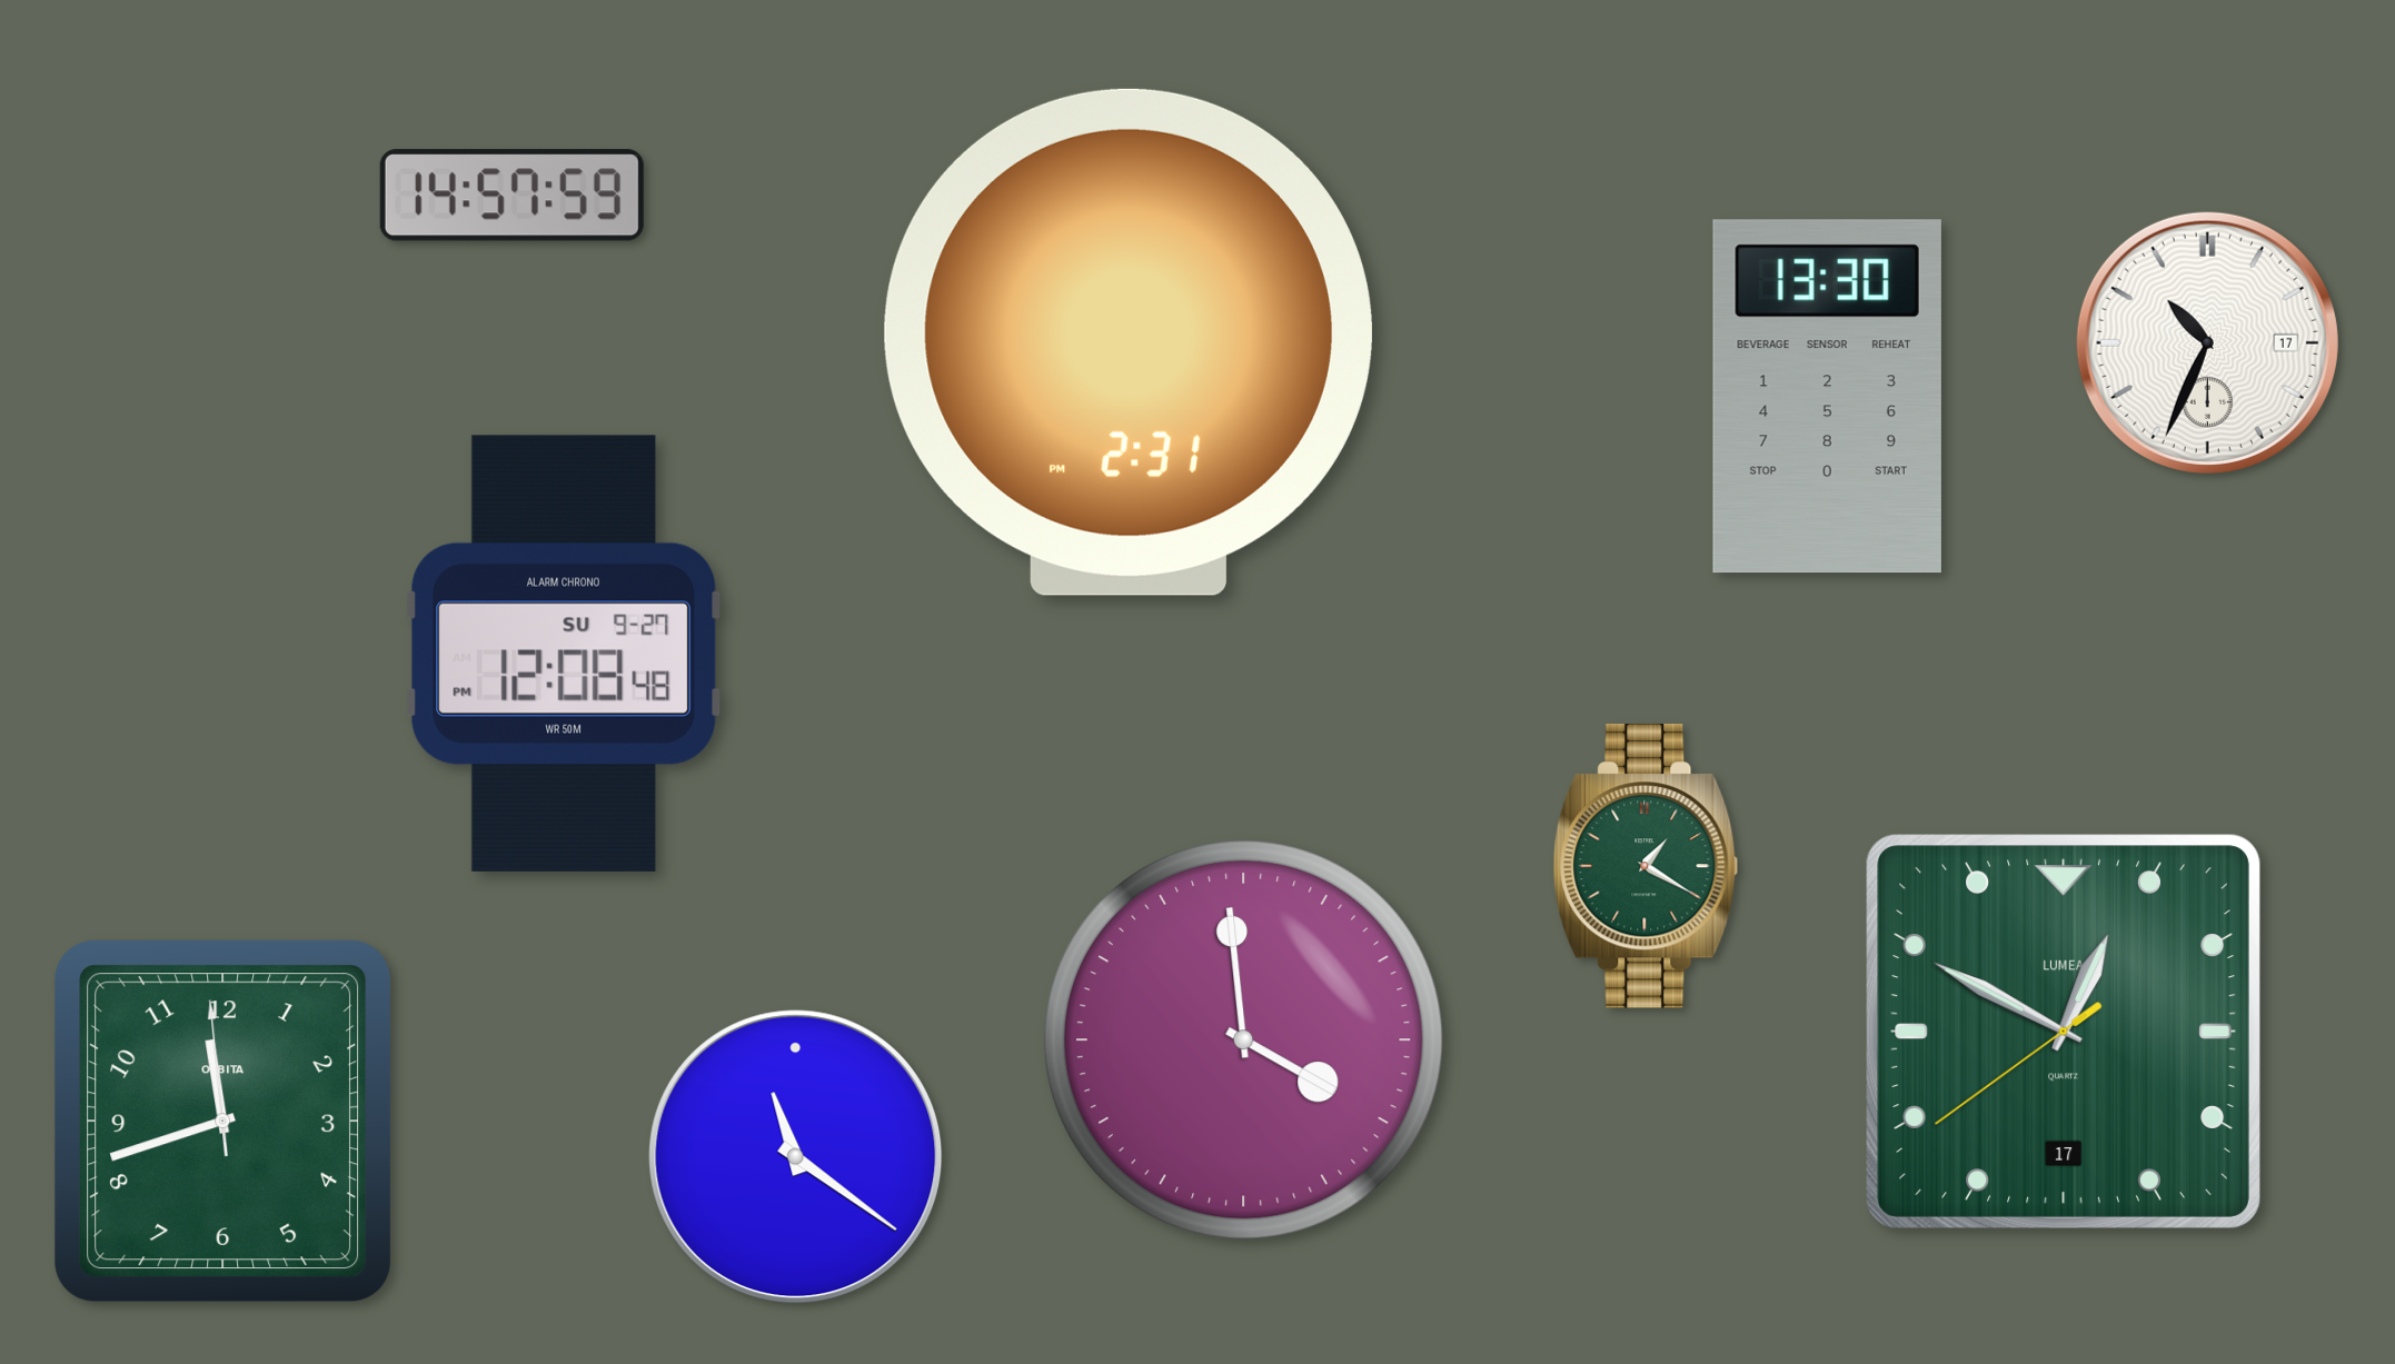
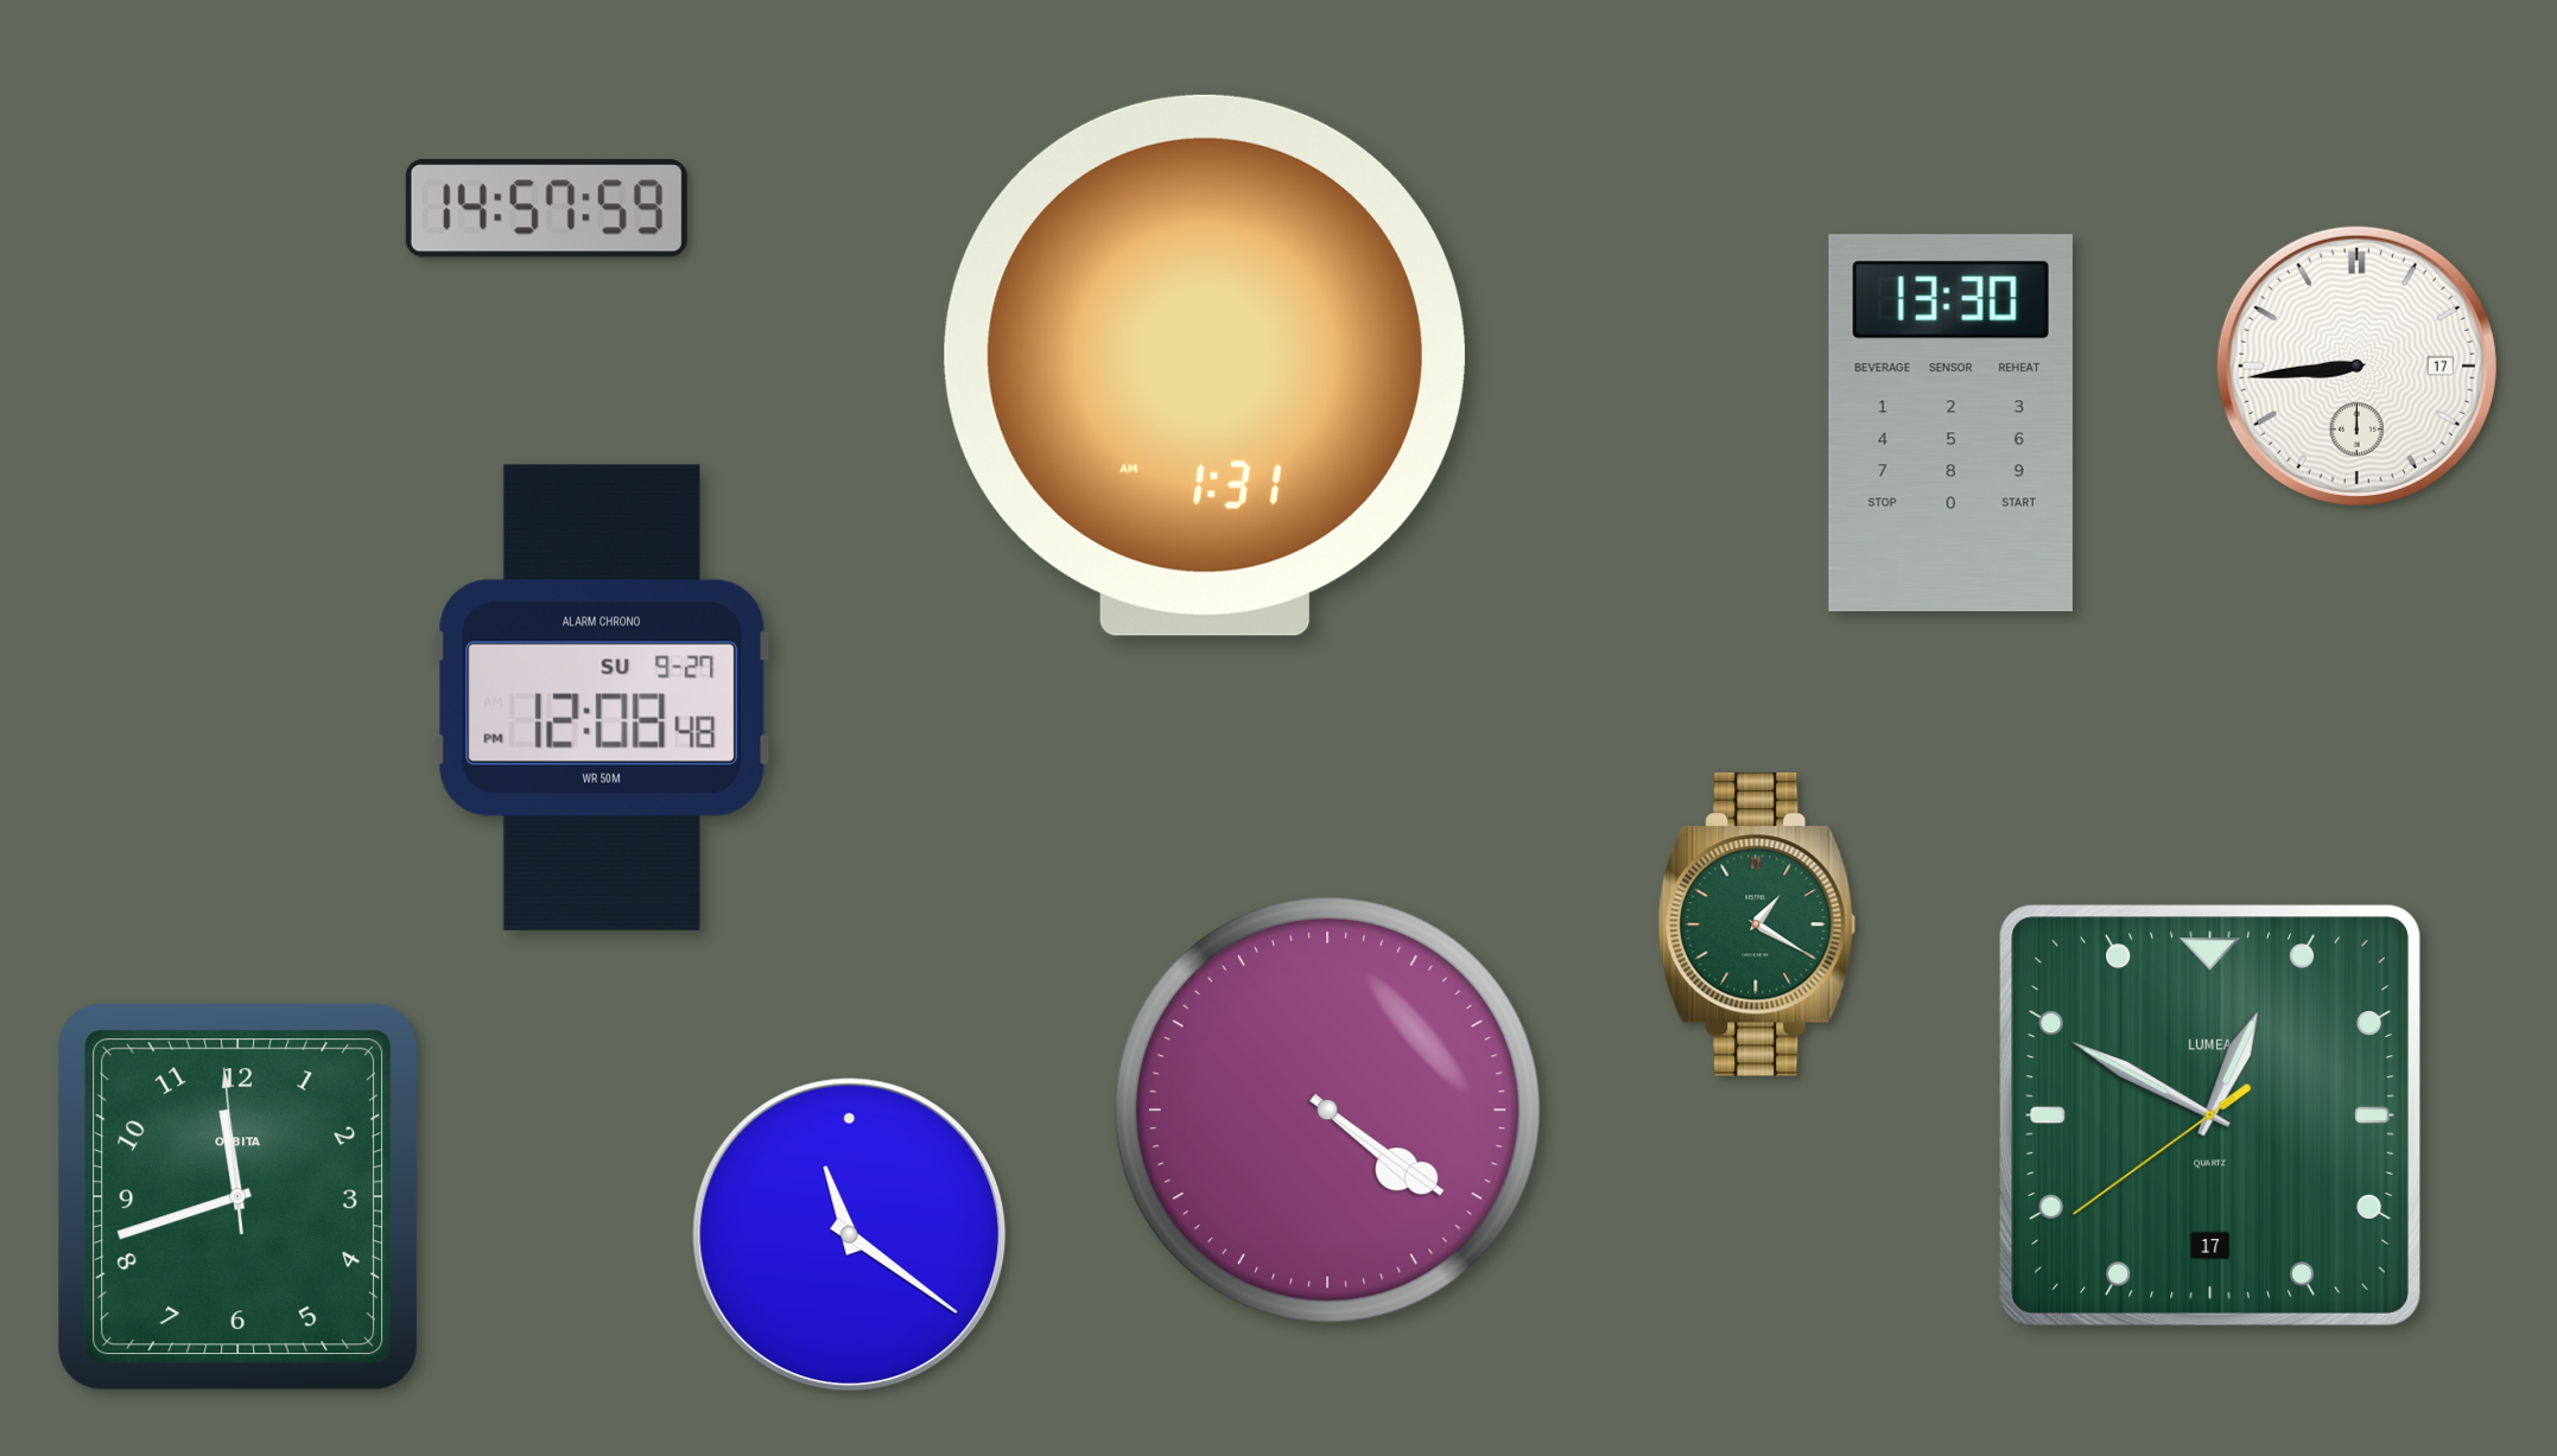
clock at (1129, 342): 2:31 -> 1:31
clock at (2207, 342): 10:34 -> 8:44
clock at (2064, 1032) position: (2064, 1032) -> (2210, 1115)
clock at (1243, 1039): 3:59 -> 4:21
